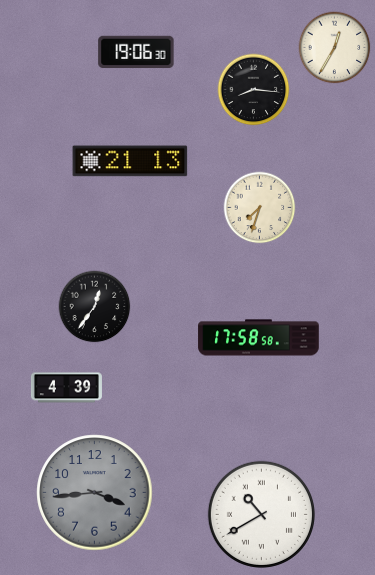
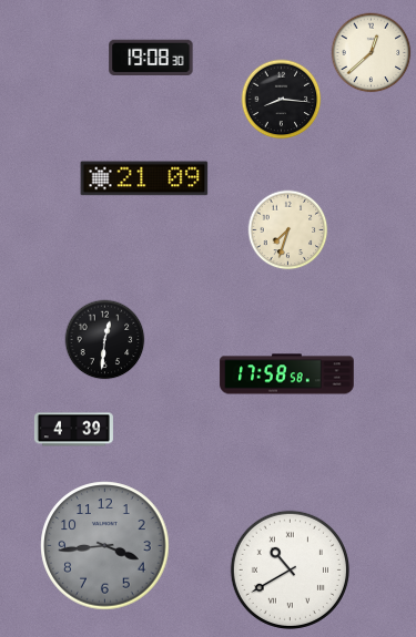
clock at (335, 48): 12:35 -> 12:38
clock at (136, 52): 19:06 -> 19:08
clock at (130, 161): 21:13 -> 21:09
clock at (95, 307): 12:36 -> 12:31
